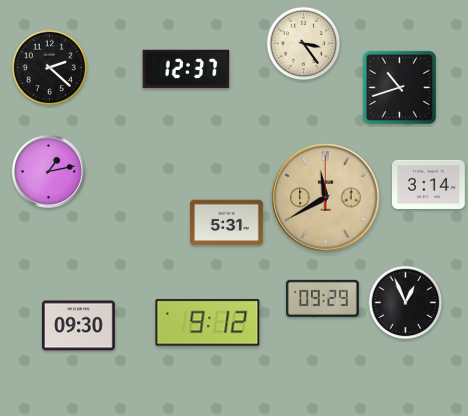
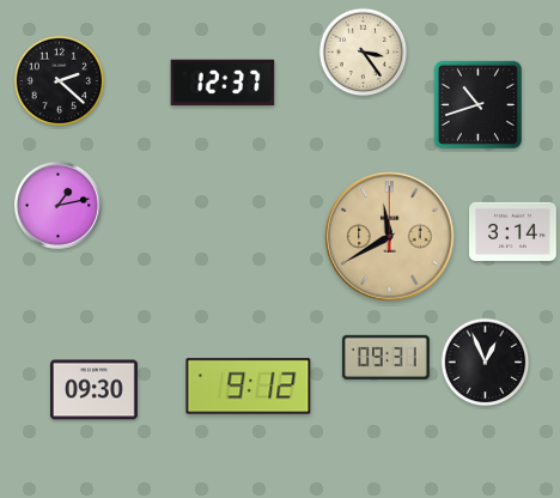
clock at (429, 184) position: (429, 184) -> (513, 231)
clock at (227, 223): 5:31 -> none
clock at (322, 298): 09:29 -> 09:31
